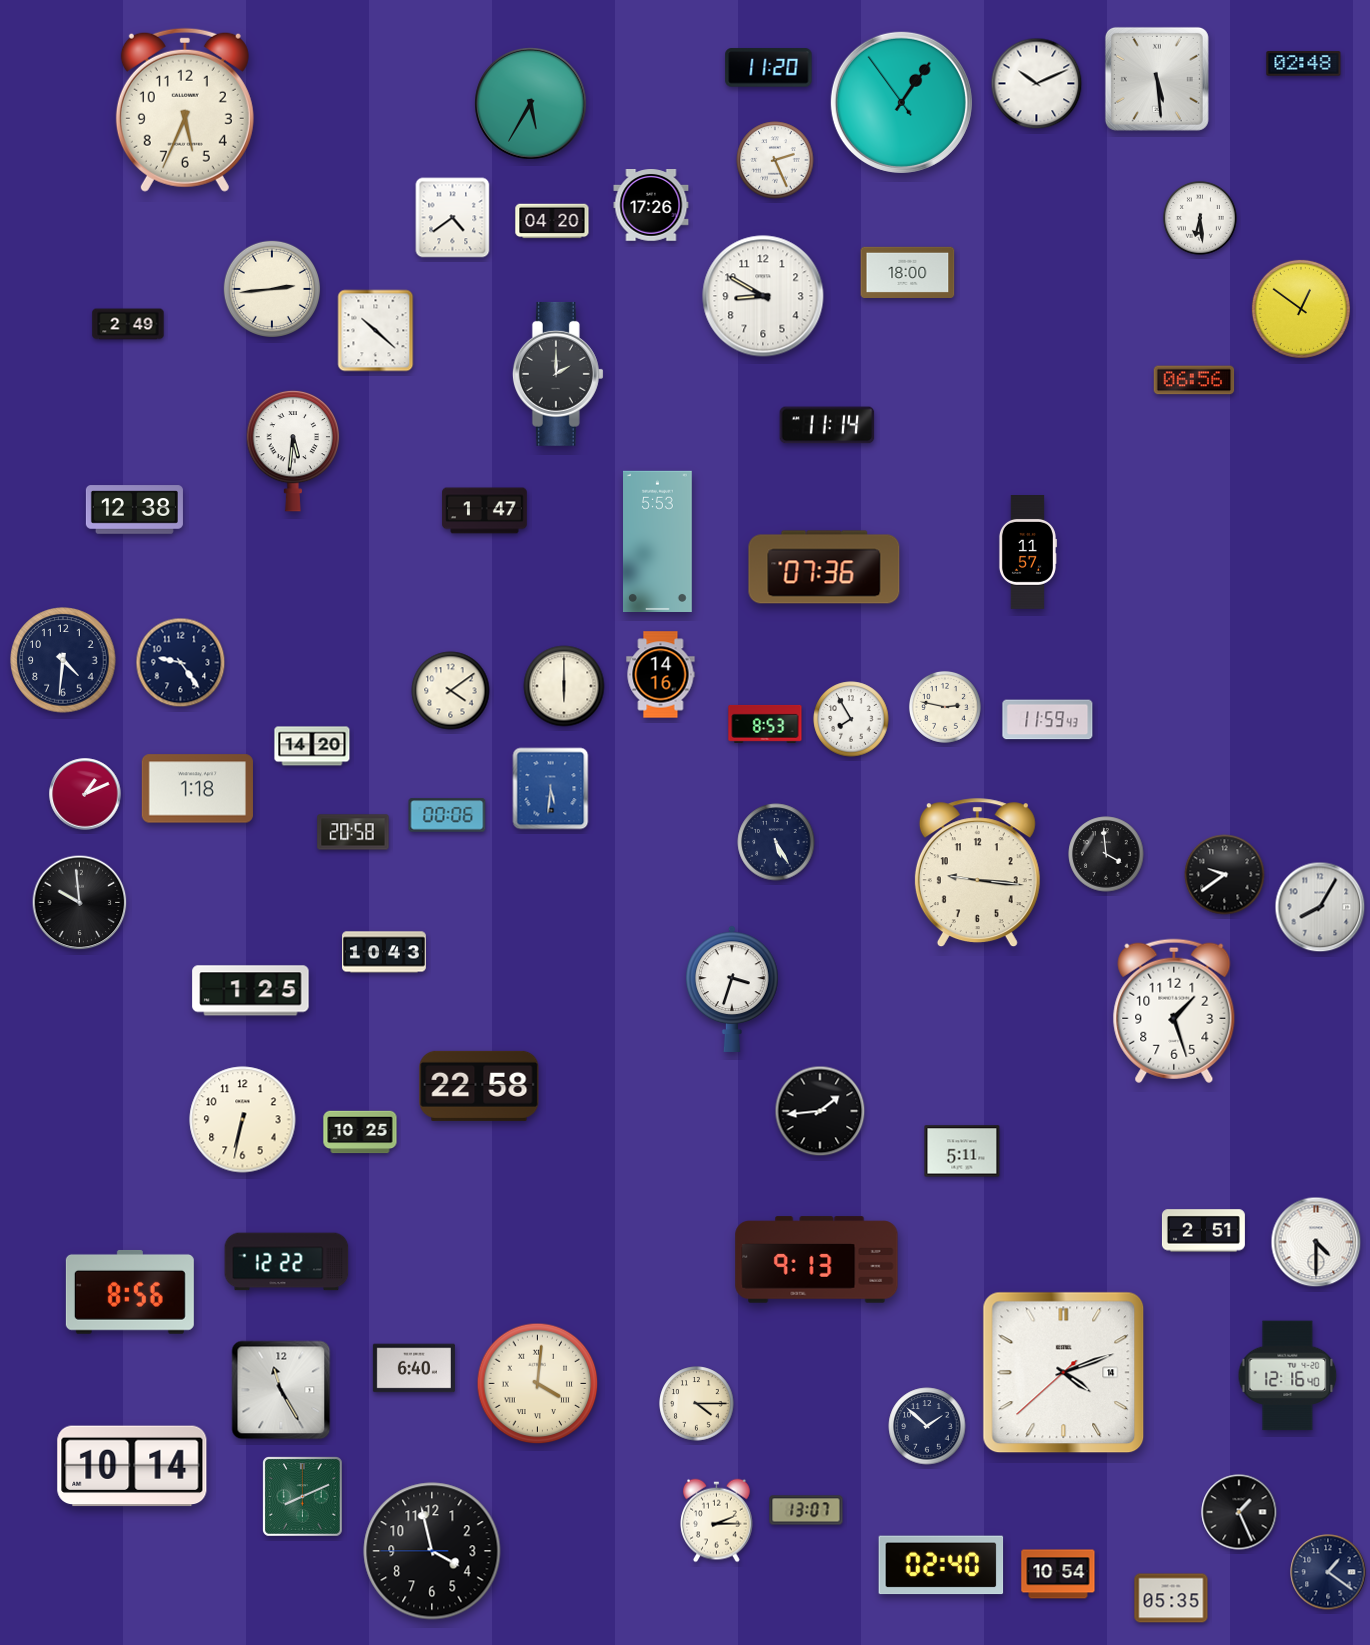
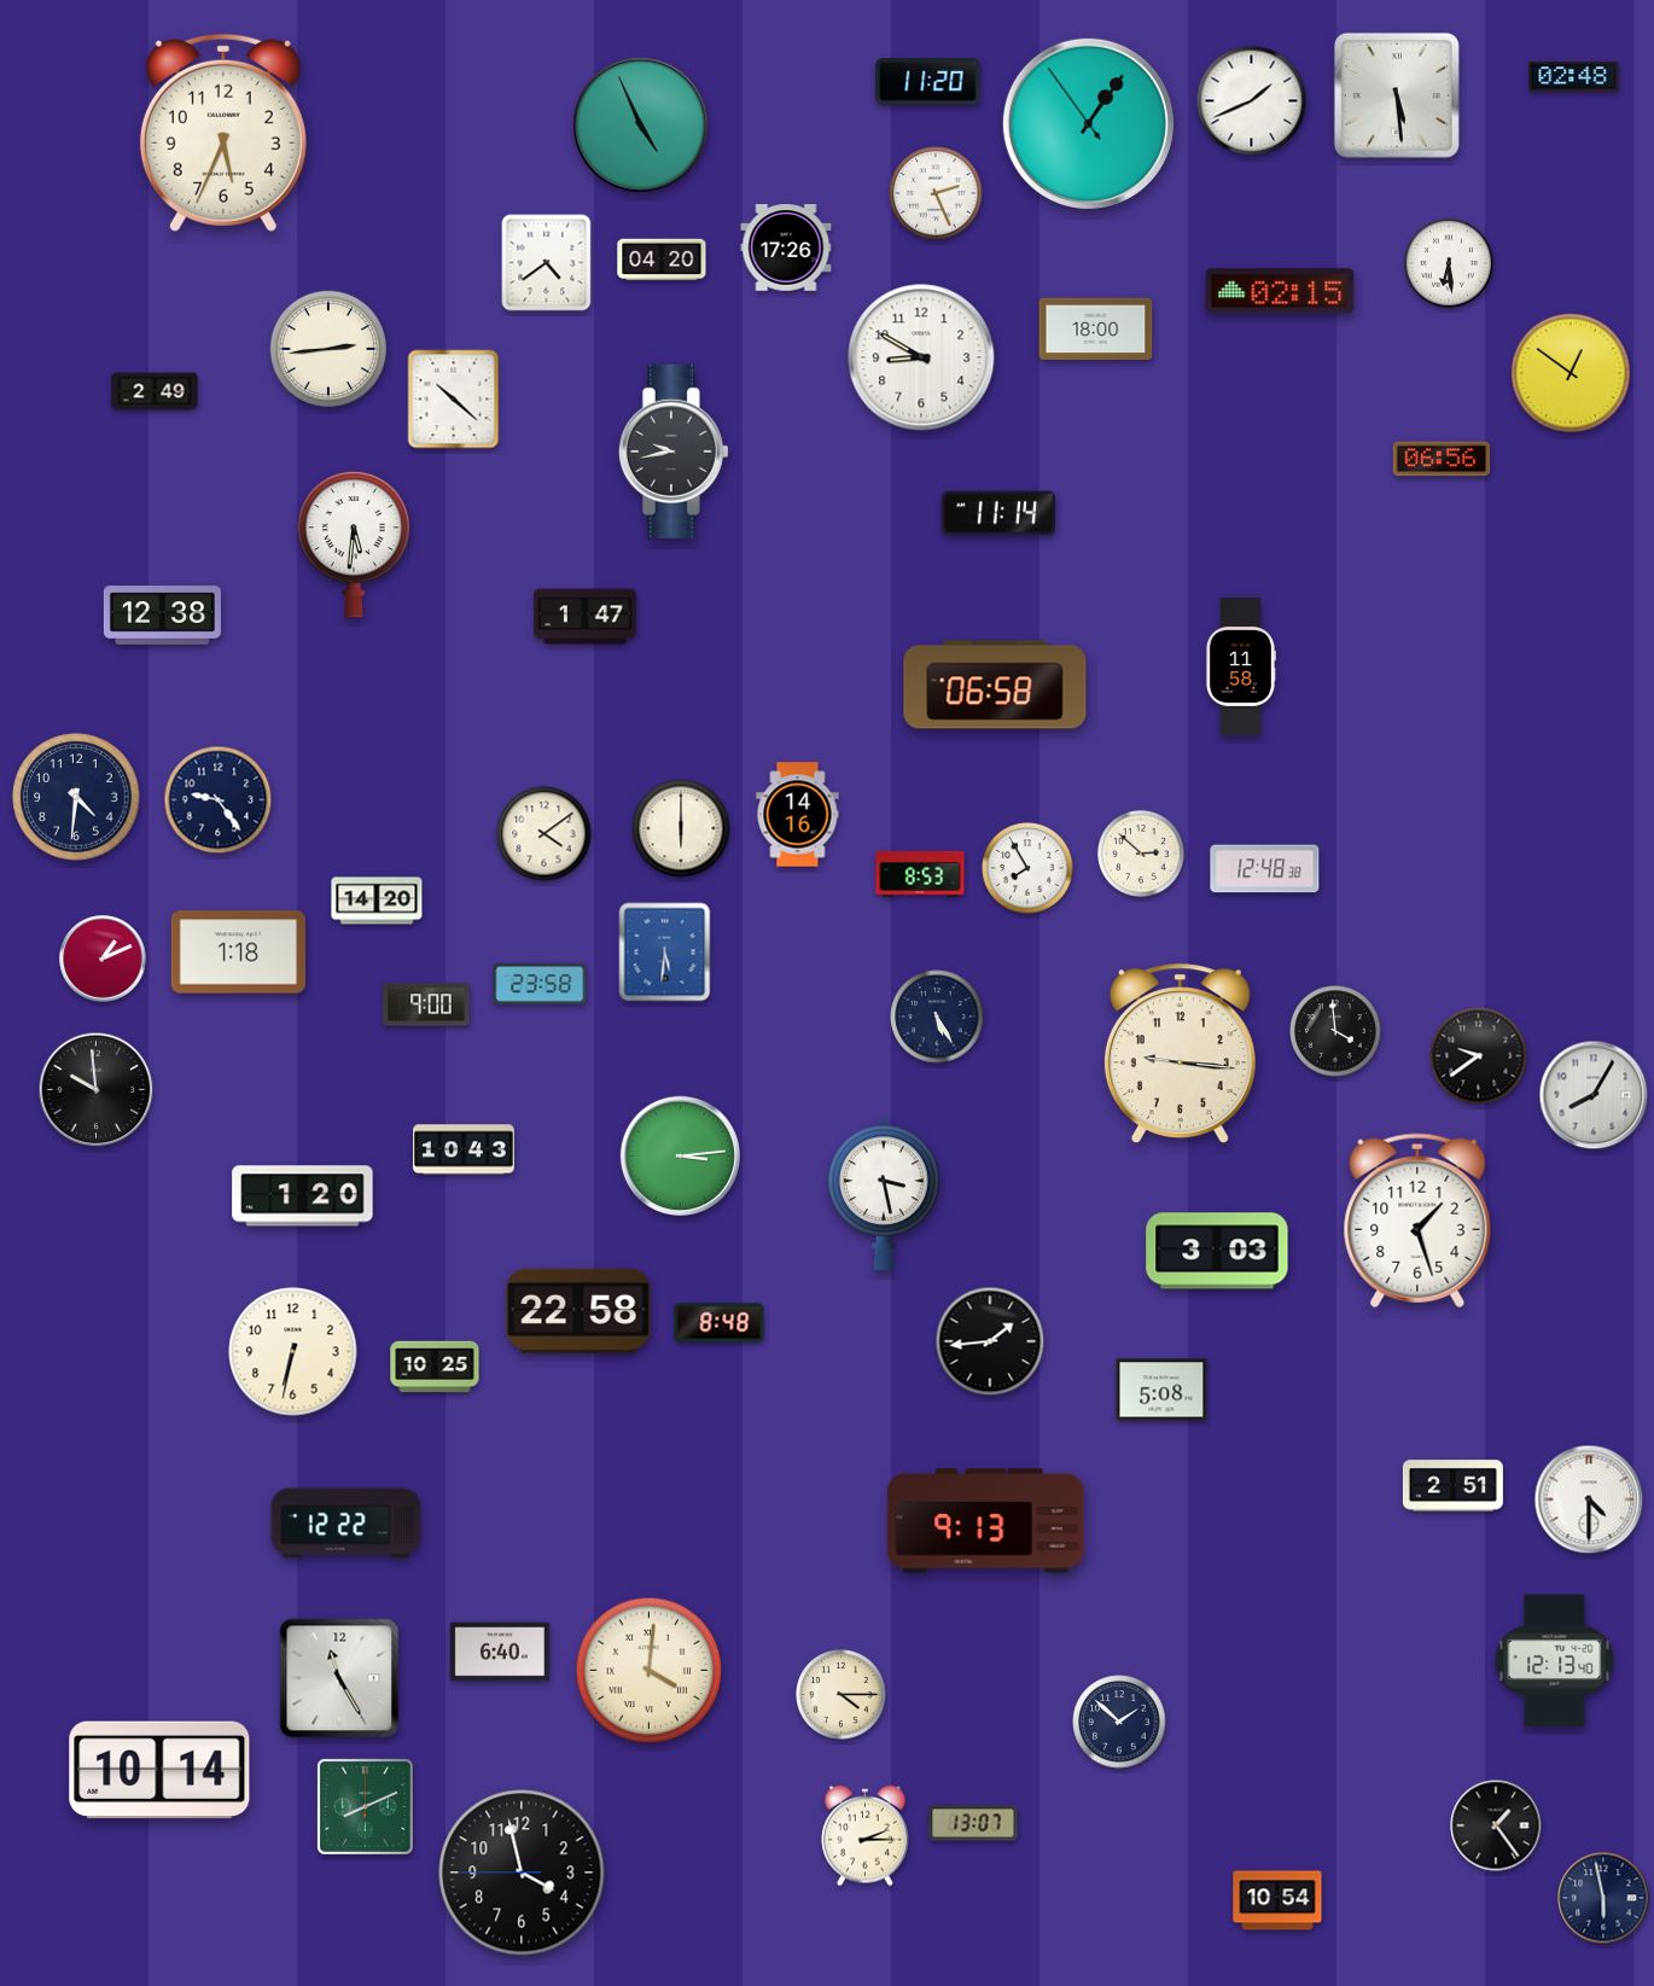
clock at (1037, 84): 10:11 -> 1:41
clock at (531, 104): 5:35 -> 4:56
clock at (552, 221) position: (552, 221) -> (662, 260)
clock at (1280, 291): none -> 02:15
clock at (558, 374): 2:00 -> 9:43
clock at (658, 541): 5:53 -> none
clock at (1027, 553): 11:57 -> 11:58
clock at (824, 567): 07:36 -> 06:58
clock at (945, 707): 2:47 -> 2:52
clock at (1048, 720): 11:59 -> 12:48
clock at (765, 724) position: (765, 724) -> (920, 874)
clock at (447, 815): 00:06 -> 23:58
clock at (353, 832): 20:58 -> 9:00
clock at (680, 1155): none -> 3:14
clock at (733, 989): 3:33 -> 3:28
clock at (251, 991): 1:25 -> 1:20
clock at (1217, 1251): none -> 3:03
clock at (720, 1323): none -> 8:48
clock at (962, 1151): 5:11 -> 5:08
clock at (130, 1292): 8:56 -> none
clock at (1064, 1373): 4:11 -> none
clock at (1288, 1376): 12:16 -> 12:13
clock at (1239, 1512): 1:26 -> 1:24
clock at (941, 1565): 02:40 -> none
clock at (1328, 1572): 1:21 -> 5:58
clock at (1171, 1598): 05:35 -> none
